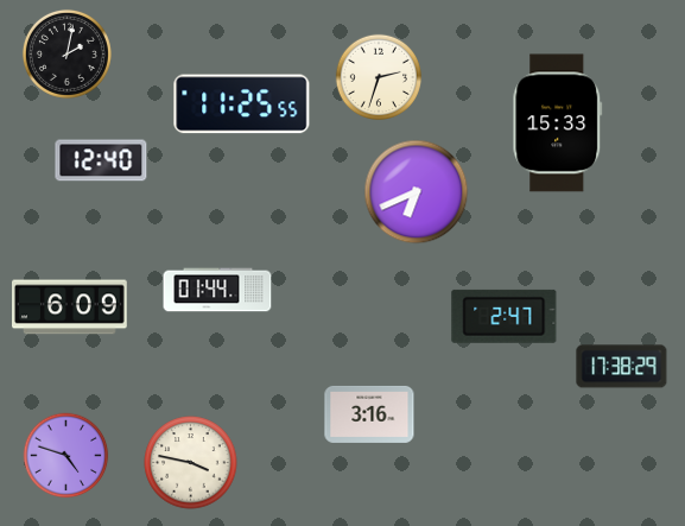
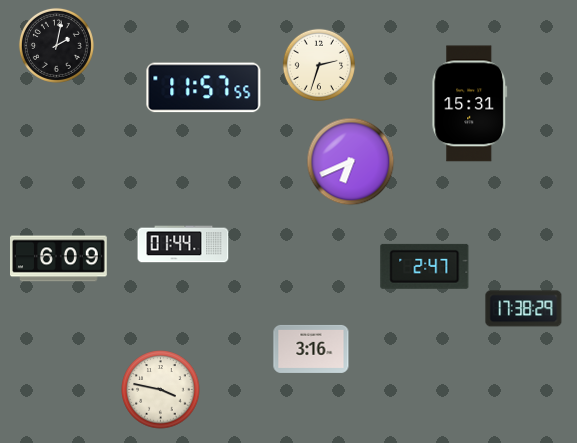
clock at (242, 104): 11:25 -> 11:57
clock at (558, 123): 15:33 -> 15:31
clock at (101, 160): 12:40 -> none
clock at (66, 456): 4:48 -> none
